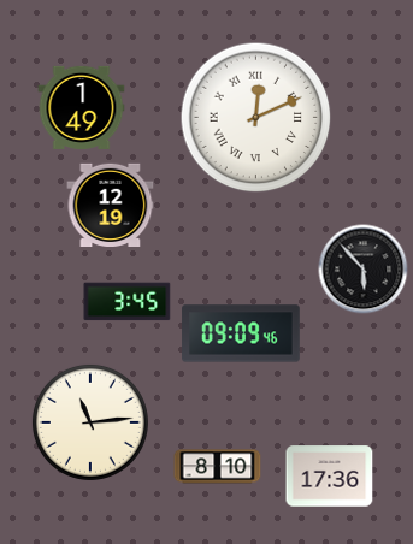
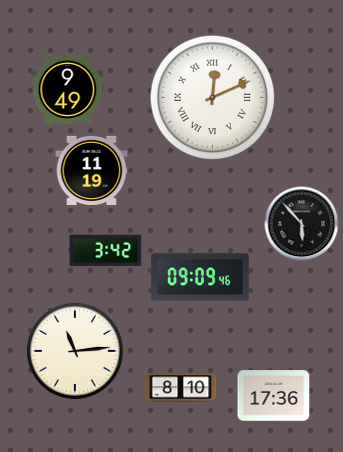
clock at (82, 107): 1:49 -> 9:49
clock at (111, 205): 12:19 -> 11:19
clock at (128, 302): 3:45 -> 3:42
